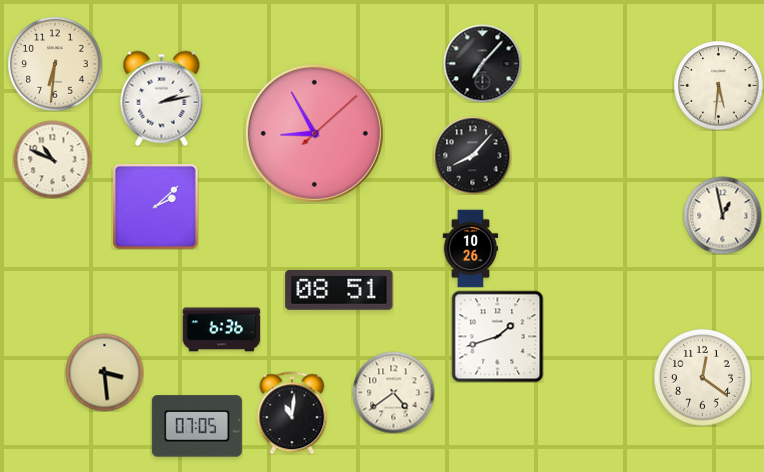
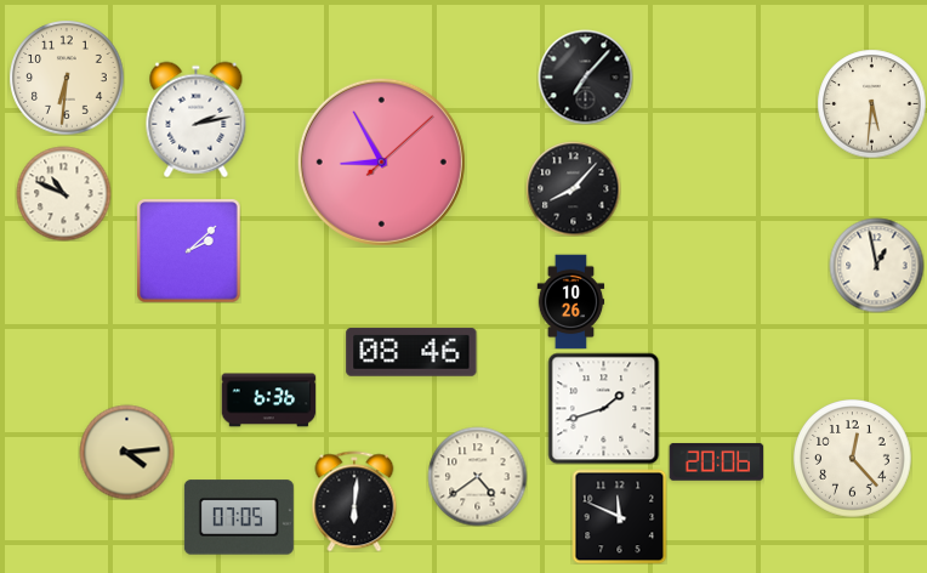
clock at (722, 215) position: (722, 215) -> (876, 265)
clock at (339, 290): 08:51 -> 08:46
clock at (104, 372): 3:29 -> 4:14
clock at (703, 378): 12:21 -> 12:23
clock at (716, 461): none -> 20:06
clock at (292, 413): 11:01 -> 6:01
clock at (619, 516): none -> 11:49
